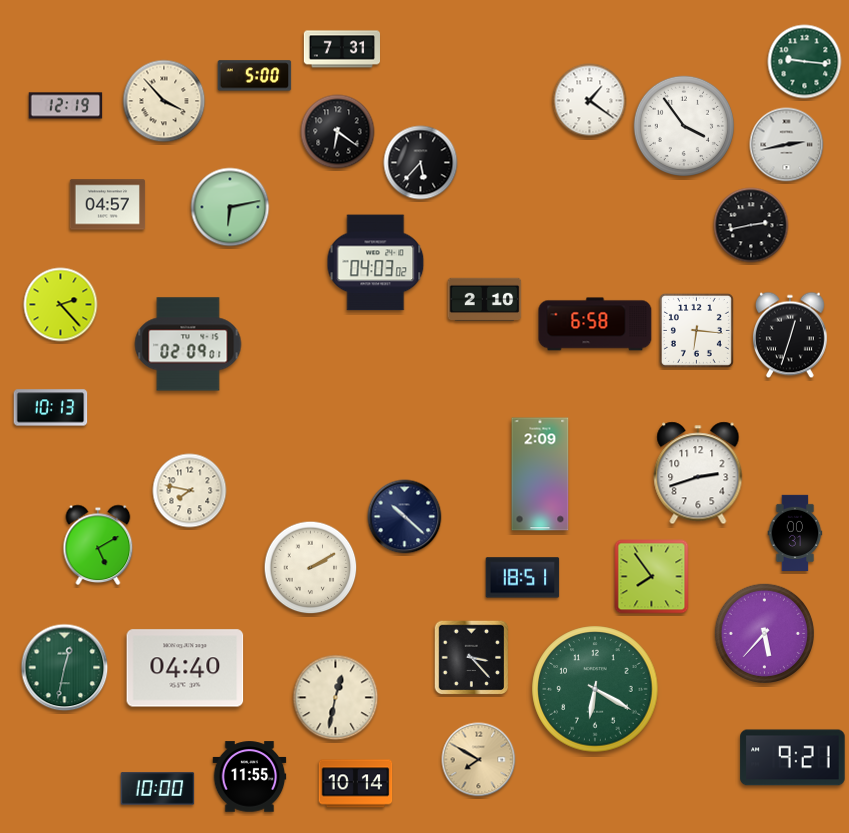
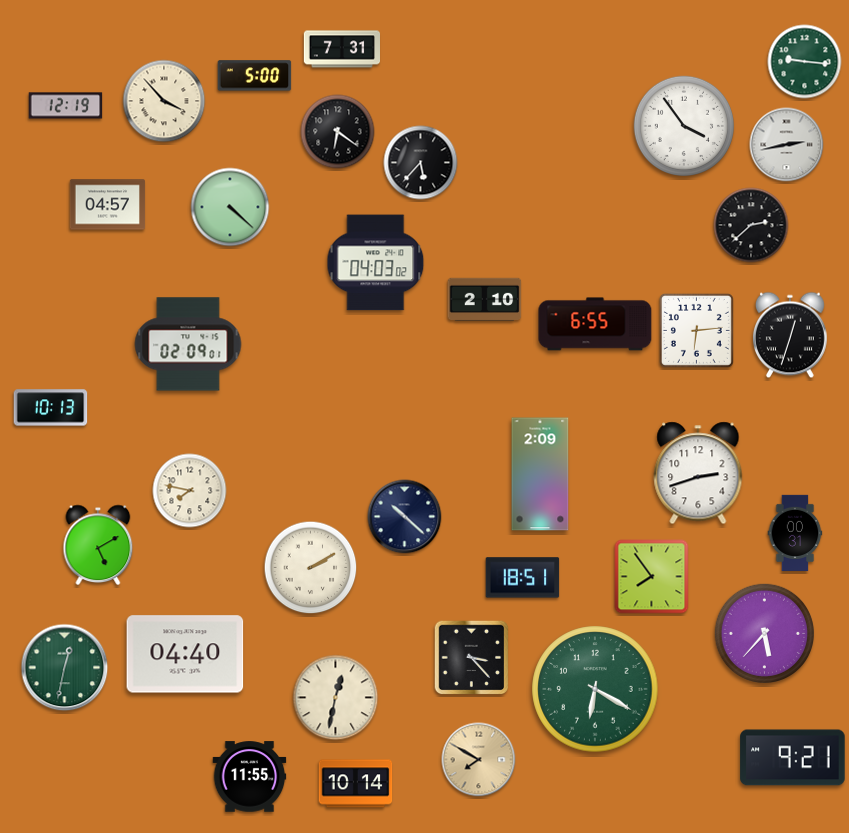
clock at (590, 101): 1:21 -> none
clock at (230, 207): 6:13 -> 4:22
clock at (751, 225): 2:43 -> 2:38
clock at (61, 305): 2:23 -> none
clock at (595, 324): 6:58 -> 6:55
clock at (696, 330): 6:16 -> 6:14
clock at (185, 668) position: (185, 668) -> (185, 654)
clock at (158, 789): 10:00 -> none
